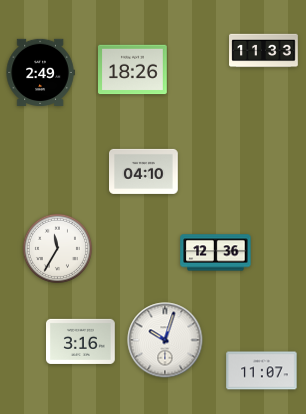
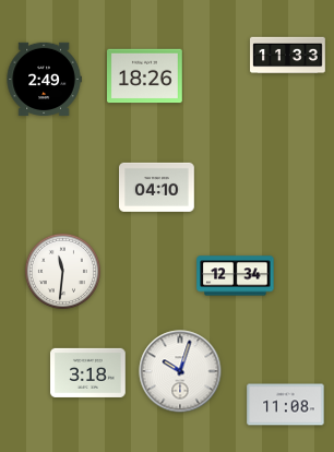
clock at (57, 248): 11:35 -> 11:31
clock at (216, 253): 12:36 -> 12:34
clock at (81, 341): 3:16 -> 3:18
clock at (262, 371): 11:07 -> 11:08
